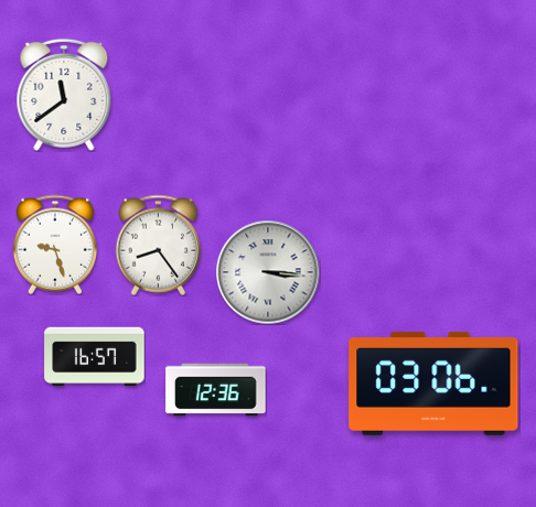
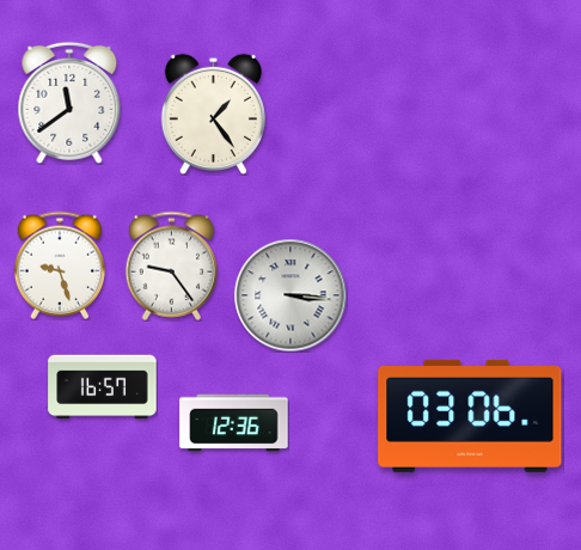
clock at (213, 114): none -> 1:24
clock at (159, 245): 8:24 -> 9:24
